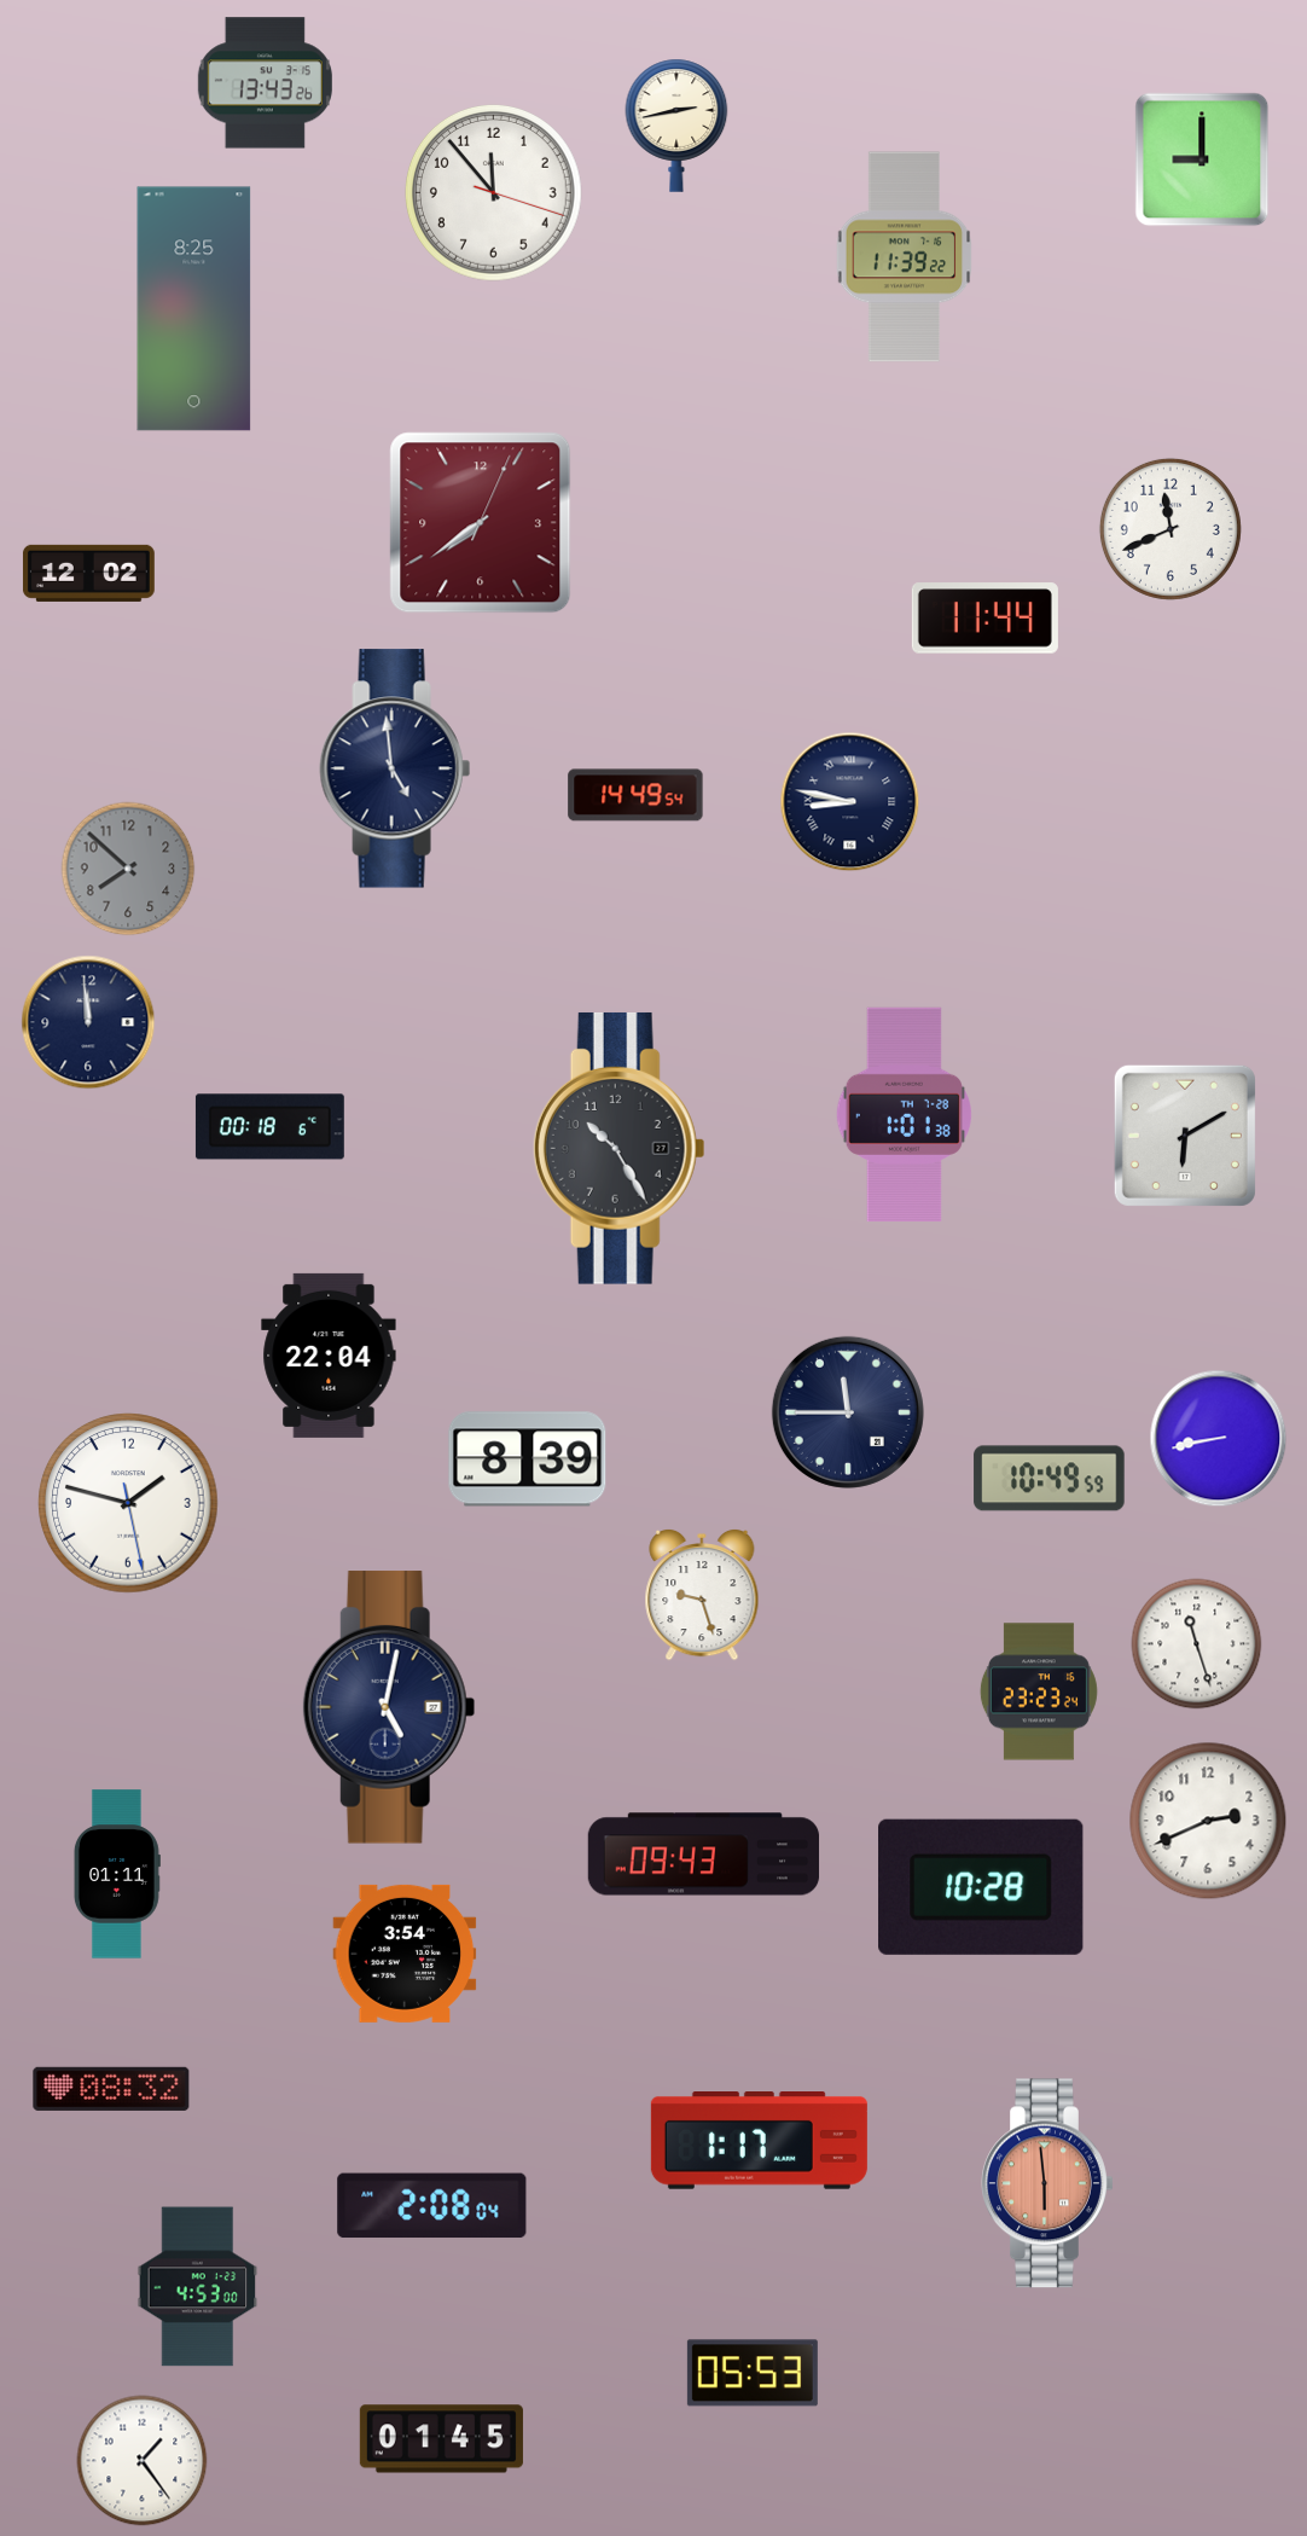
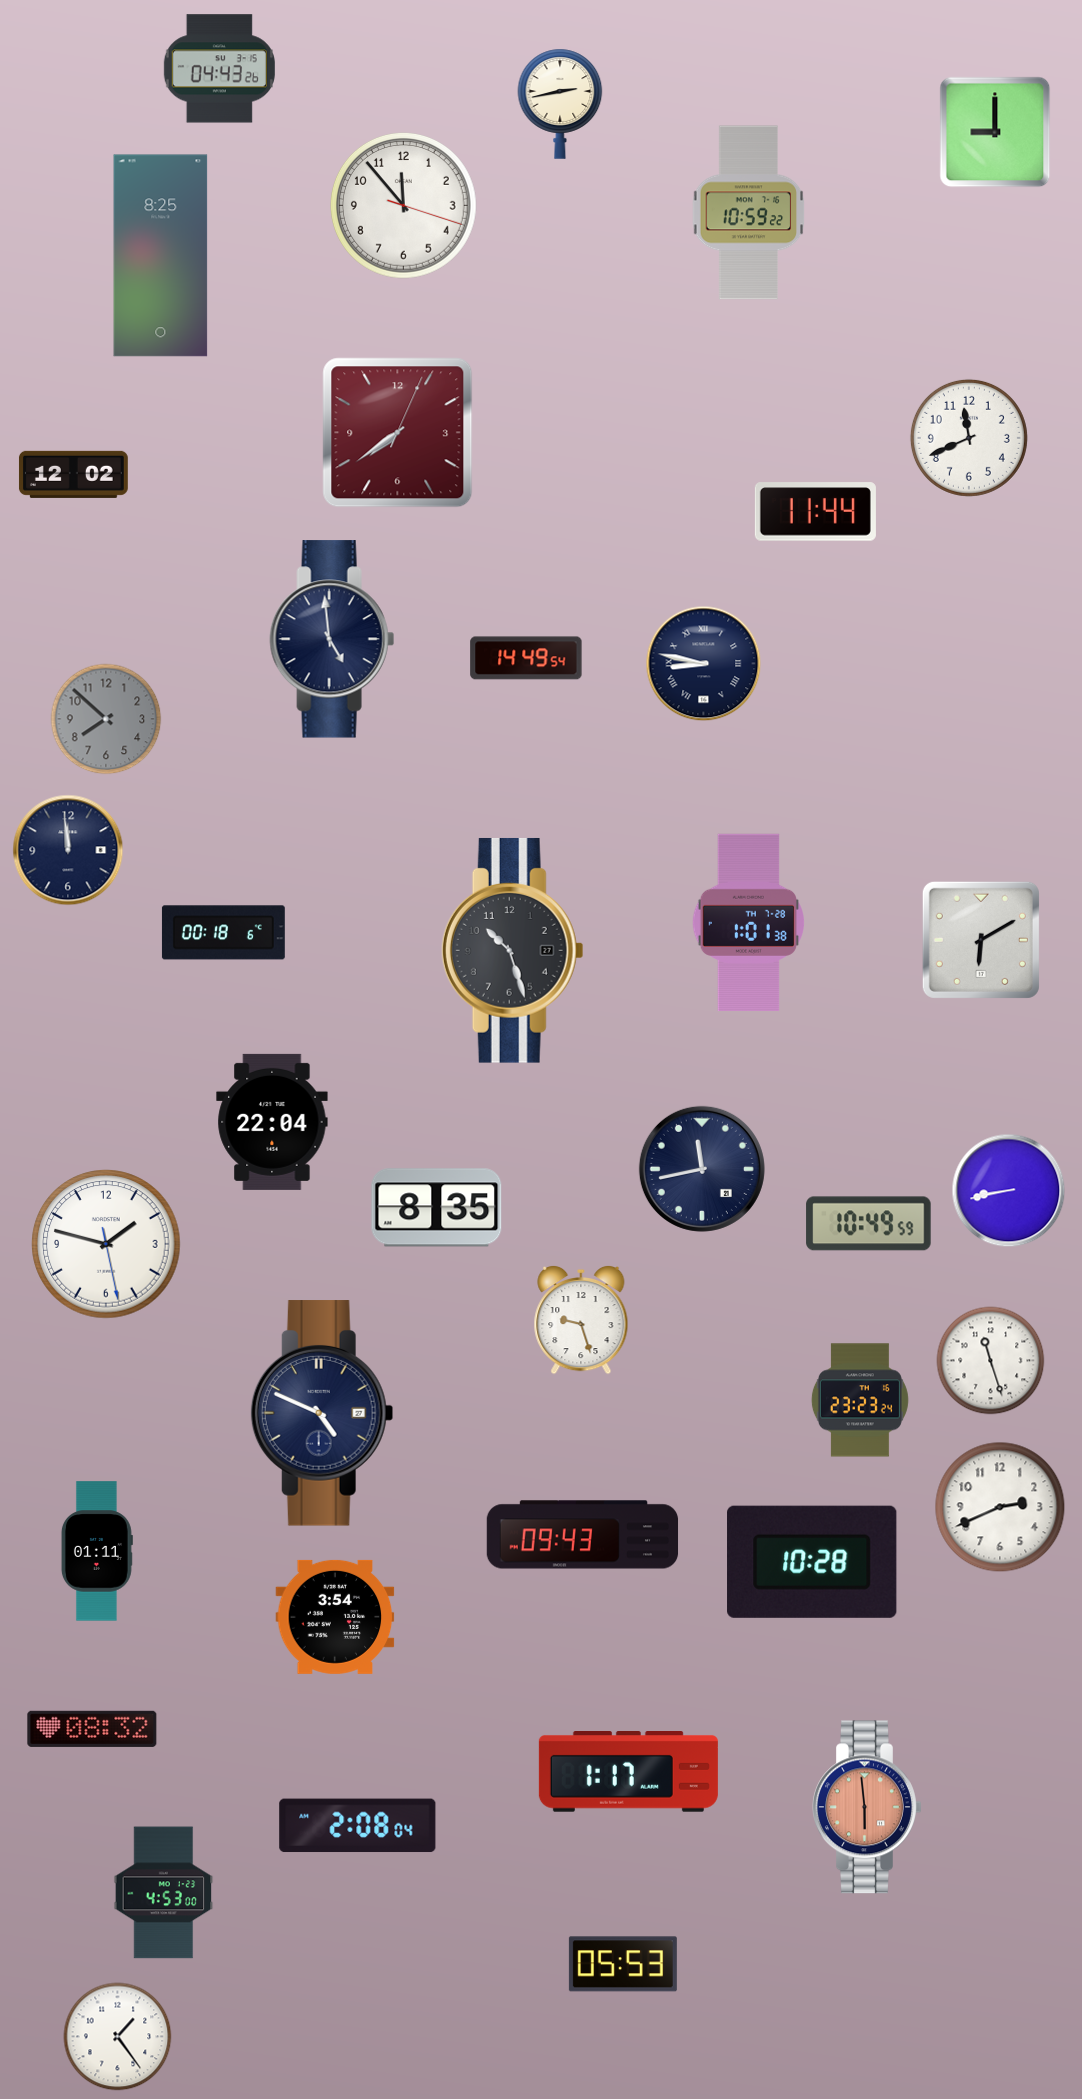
clock at (265, 83): 13:43 -> 04:43
clock at (493, 192) position: (493, 192) -> (403, 205)
clock at (905, 257): 11:39 -> 10:59
clock at (395, 768) position: (395, 768) -> (332, 639)
clock at (88, 1022) position: (88, 1022) -> (68, 850)
clock at (618, 1148): 10:25 -> 10:27
clock at (848, 1412): 11:45 -> 11:43
clock at (528, 1459): 8:39 -> 8:35
clock at (389, 1707): 5:02 -> 4:49
clock at (441, 2439): 01:45 -> none
